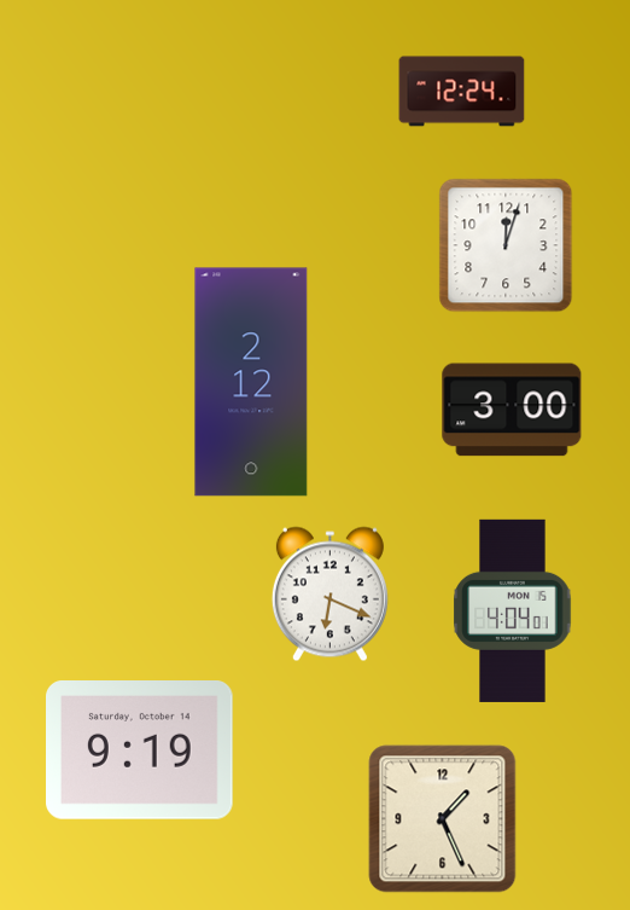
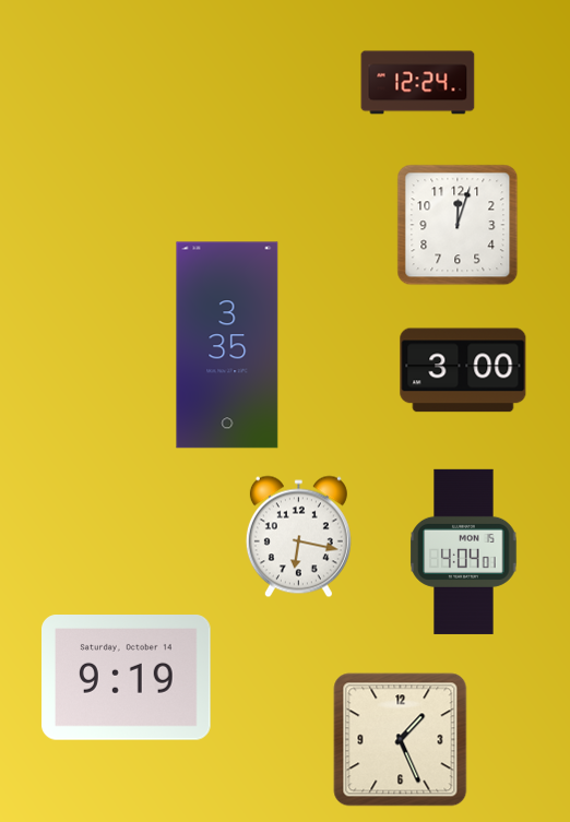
clock at (506, 245) position: (506, 245) -> (458, 225)
clock at (251, 382): 2:12 -> 3:35
clock at (329, 595): 6:19 -> 6:17
